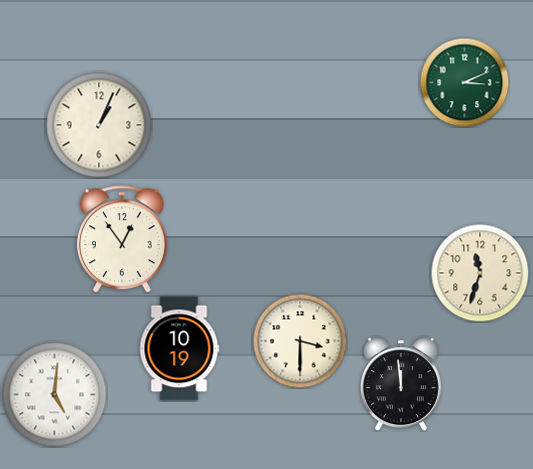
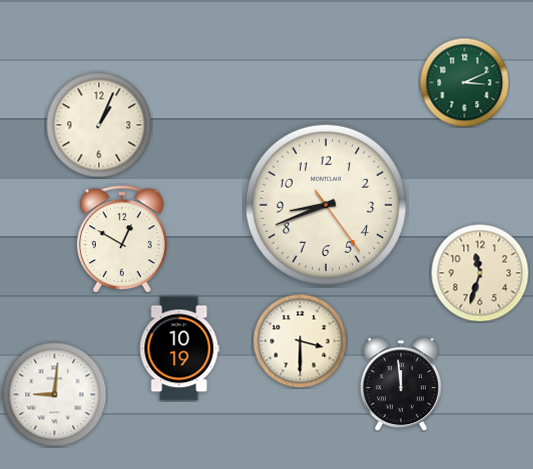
clock at (326, 205): none -> 8:41
clock at (122, 239): 12:54 -> 12:50
clock at (55, 395): 5:01 -> 9:01
